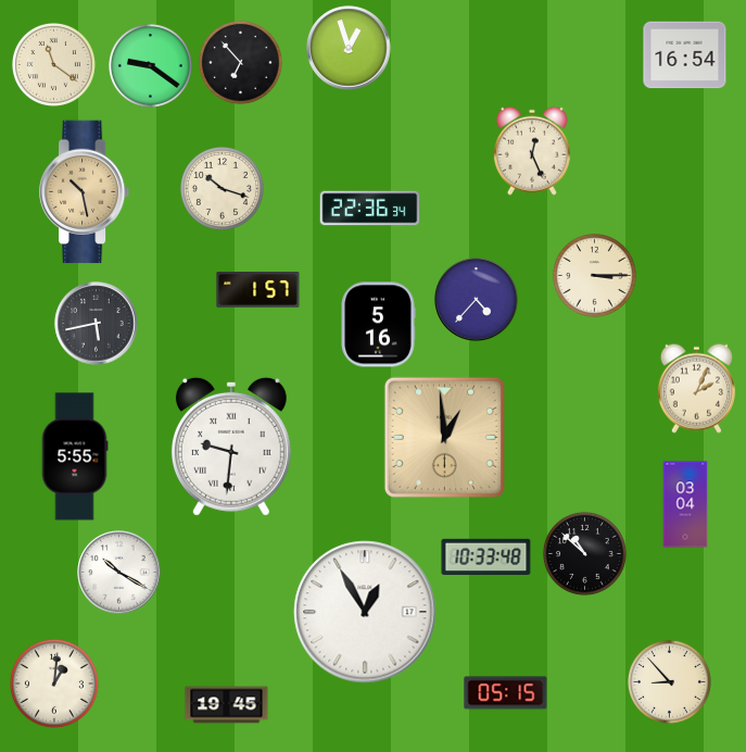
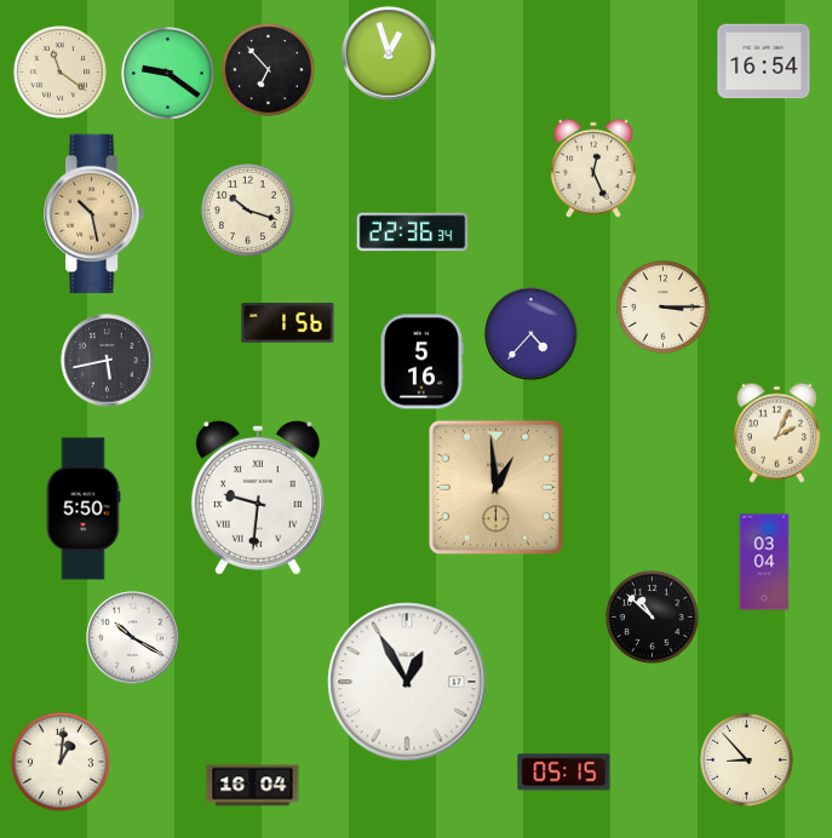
clock at (258, 290): 1:57 -> 1:56
clock at (75, 456): 5:55 -> 5:50
clock at (486, 556): 10:33 -> none
clock at (227, 705): 19:45 -> 16:04
